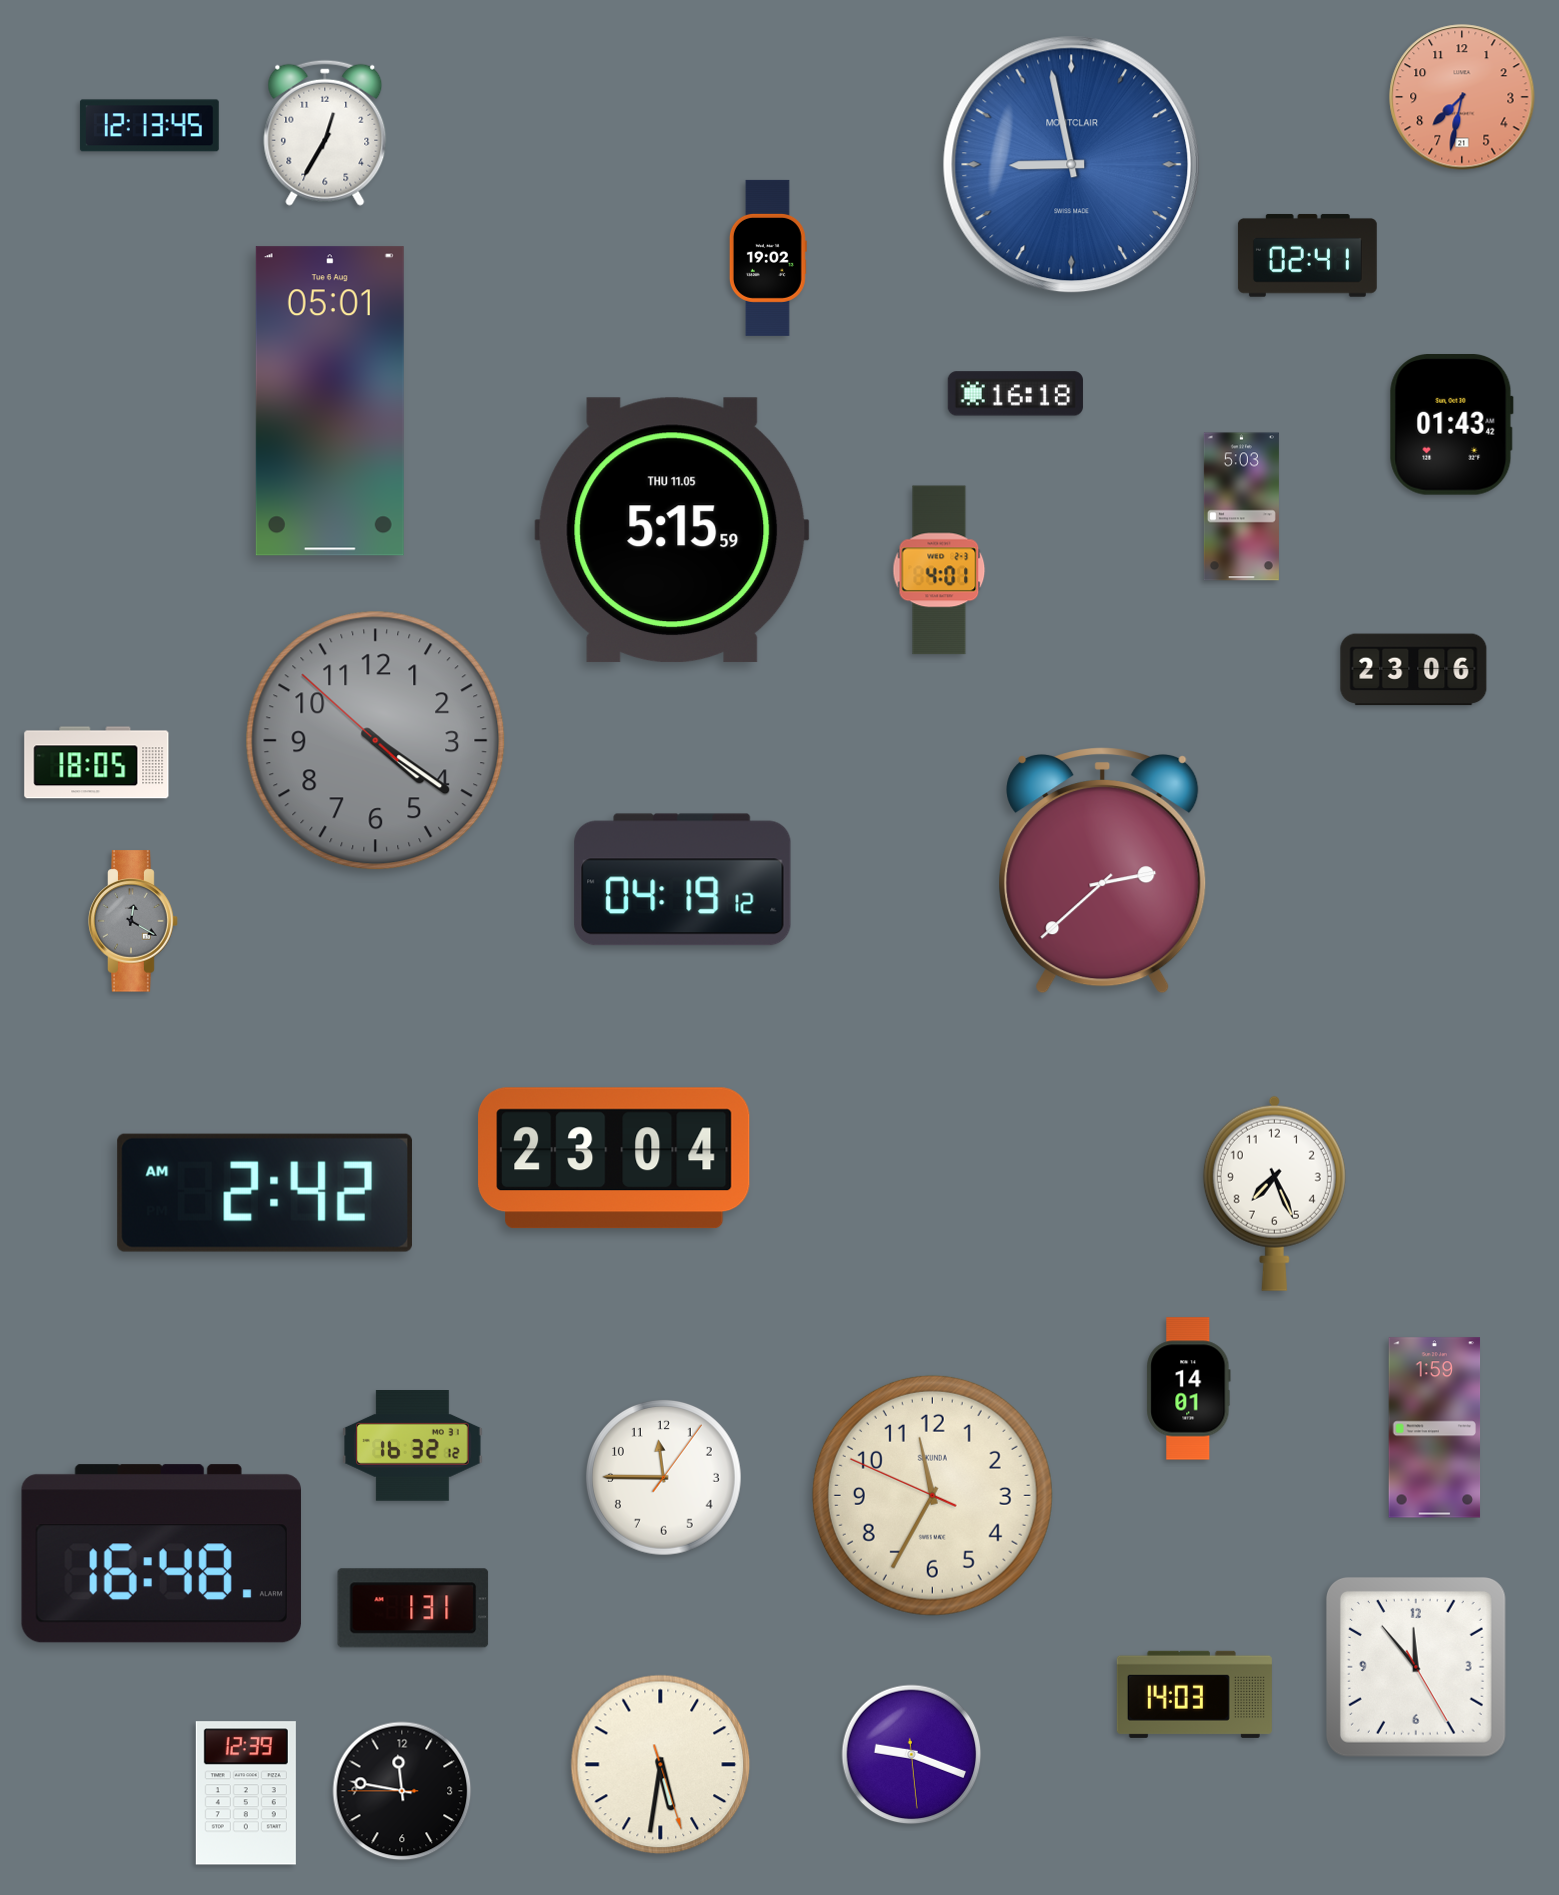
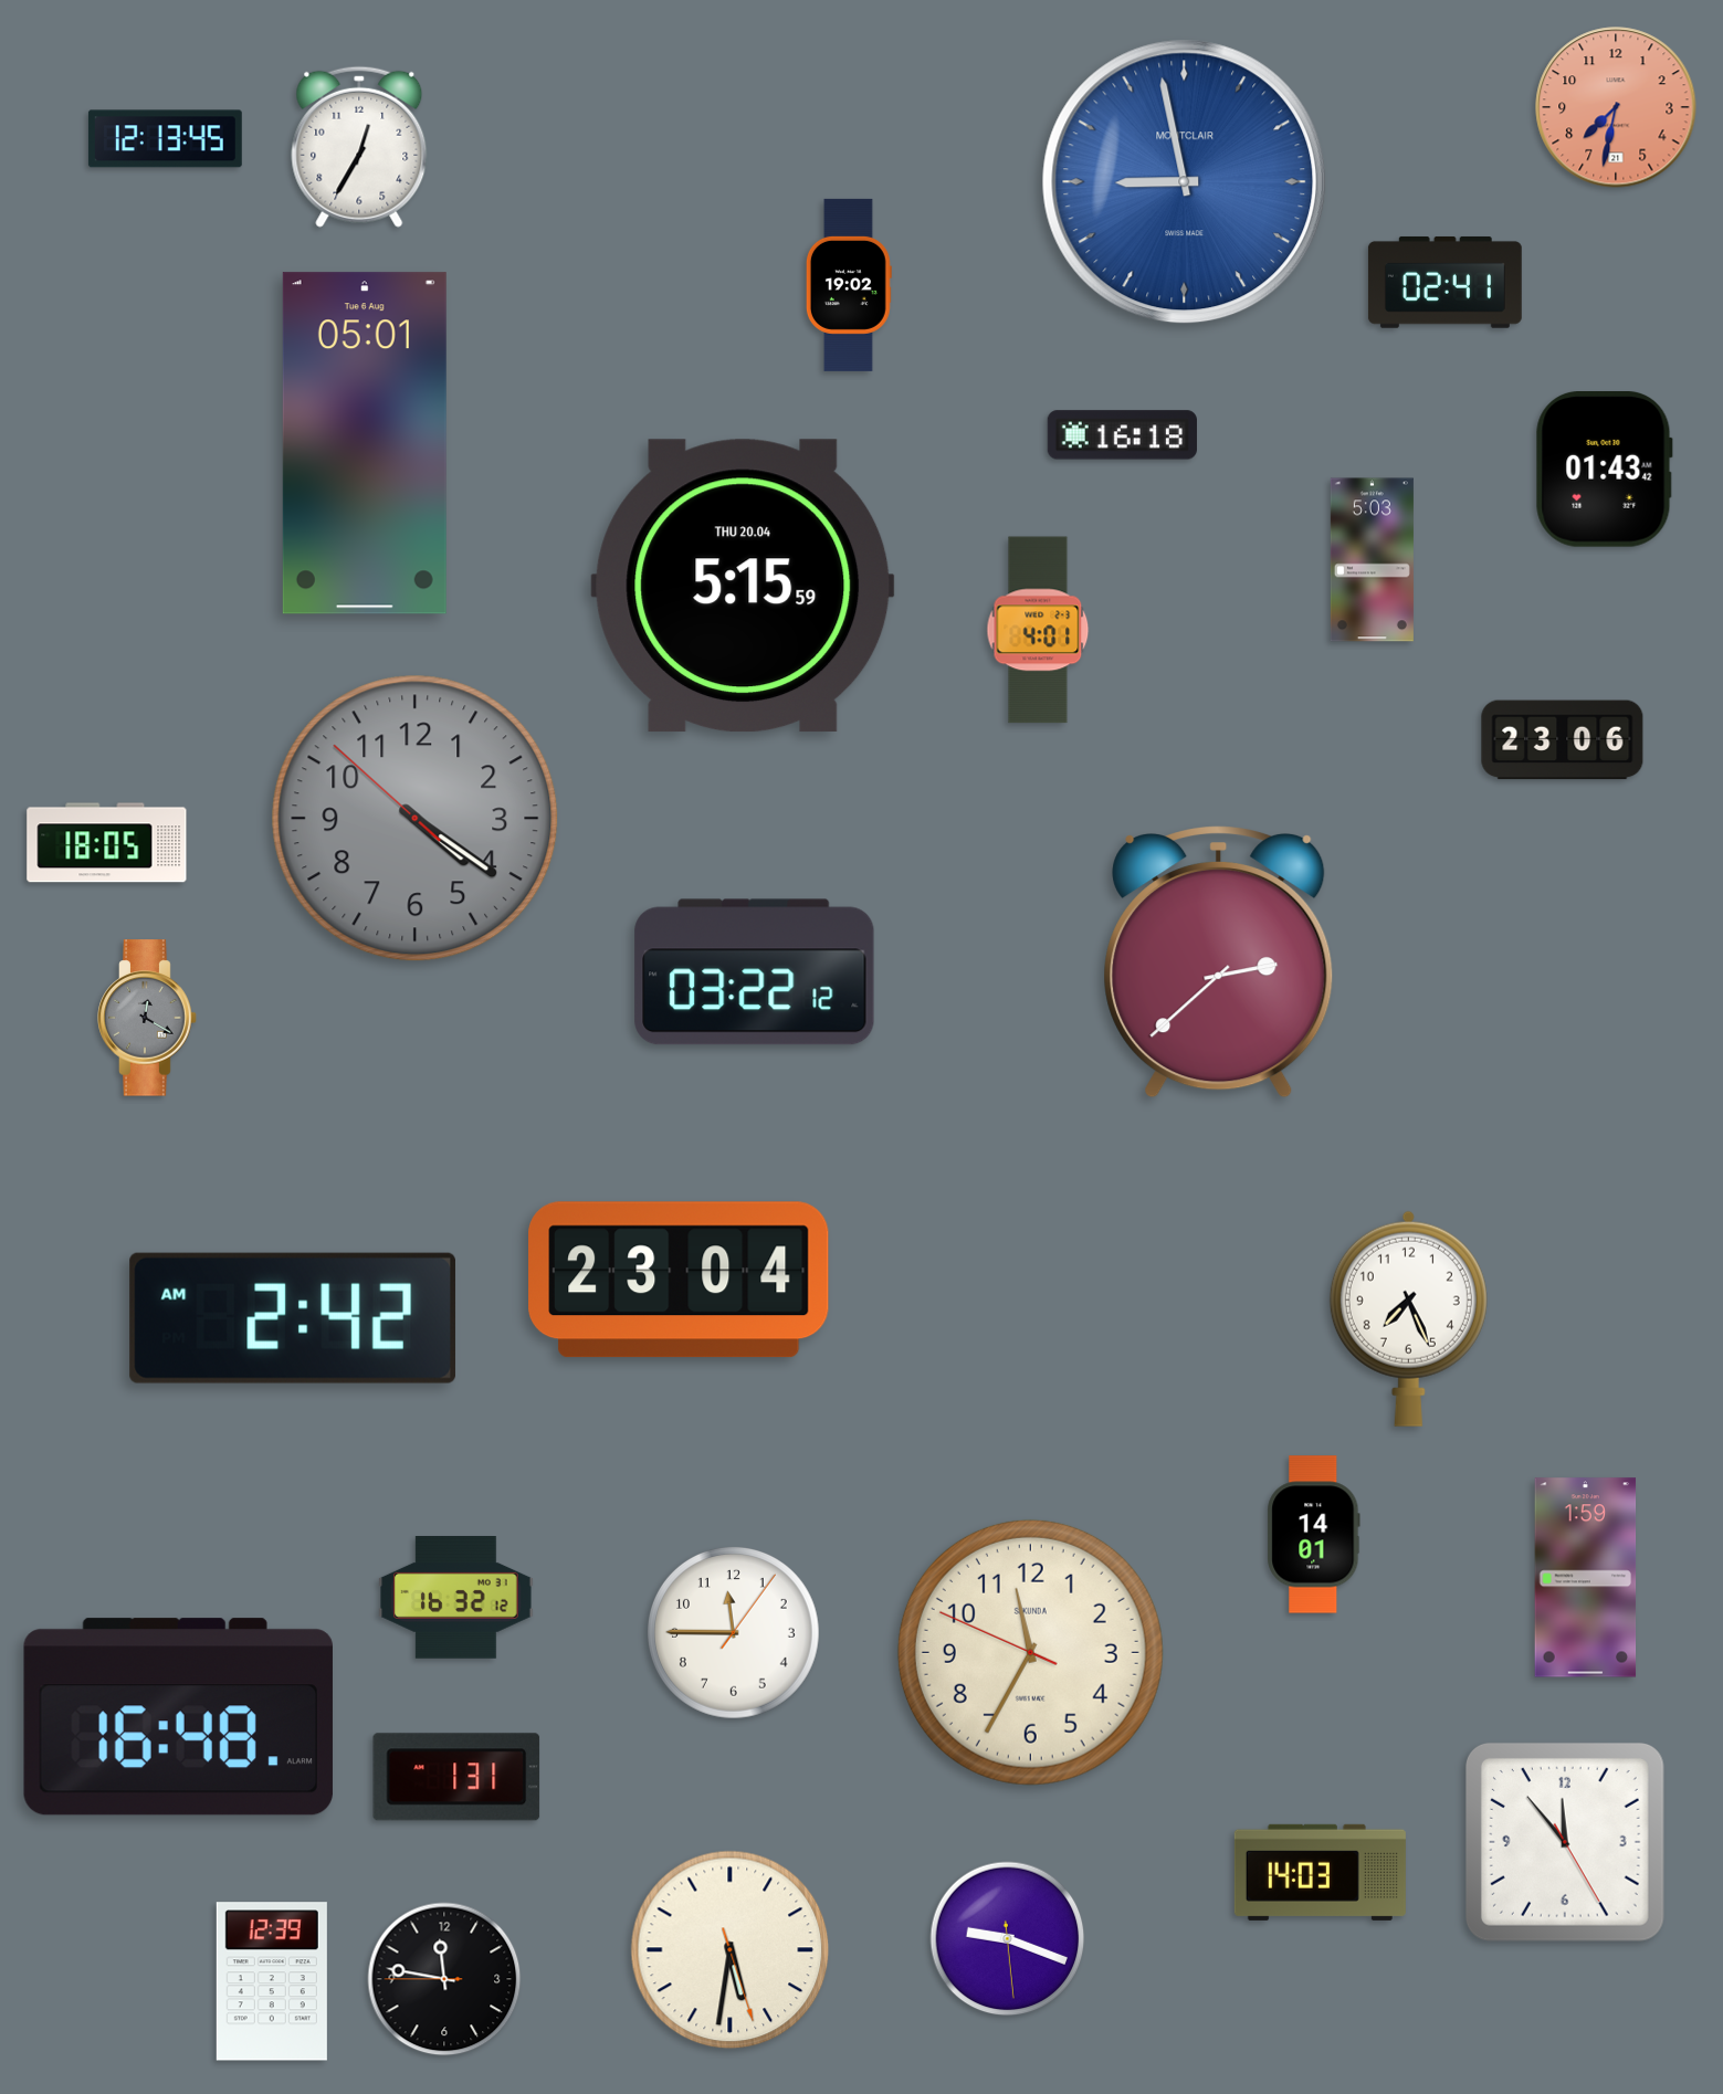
clock at (672, 530) date: THU 11.05 -> THU 20.04
clock at (683, 880): 04:19 -> 03:22
